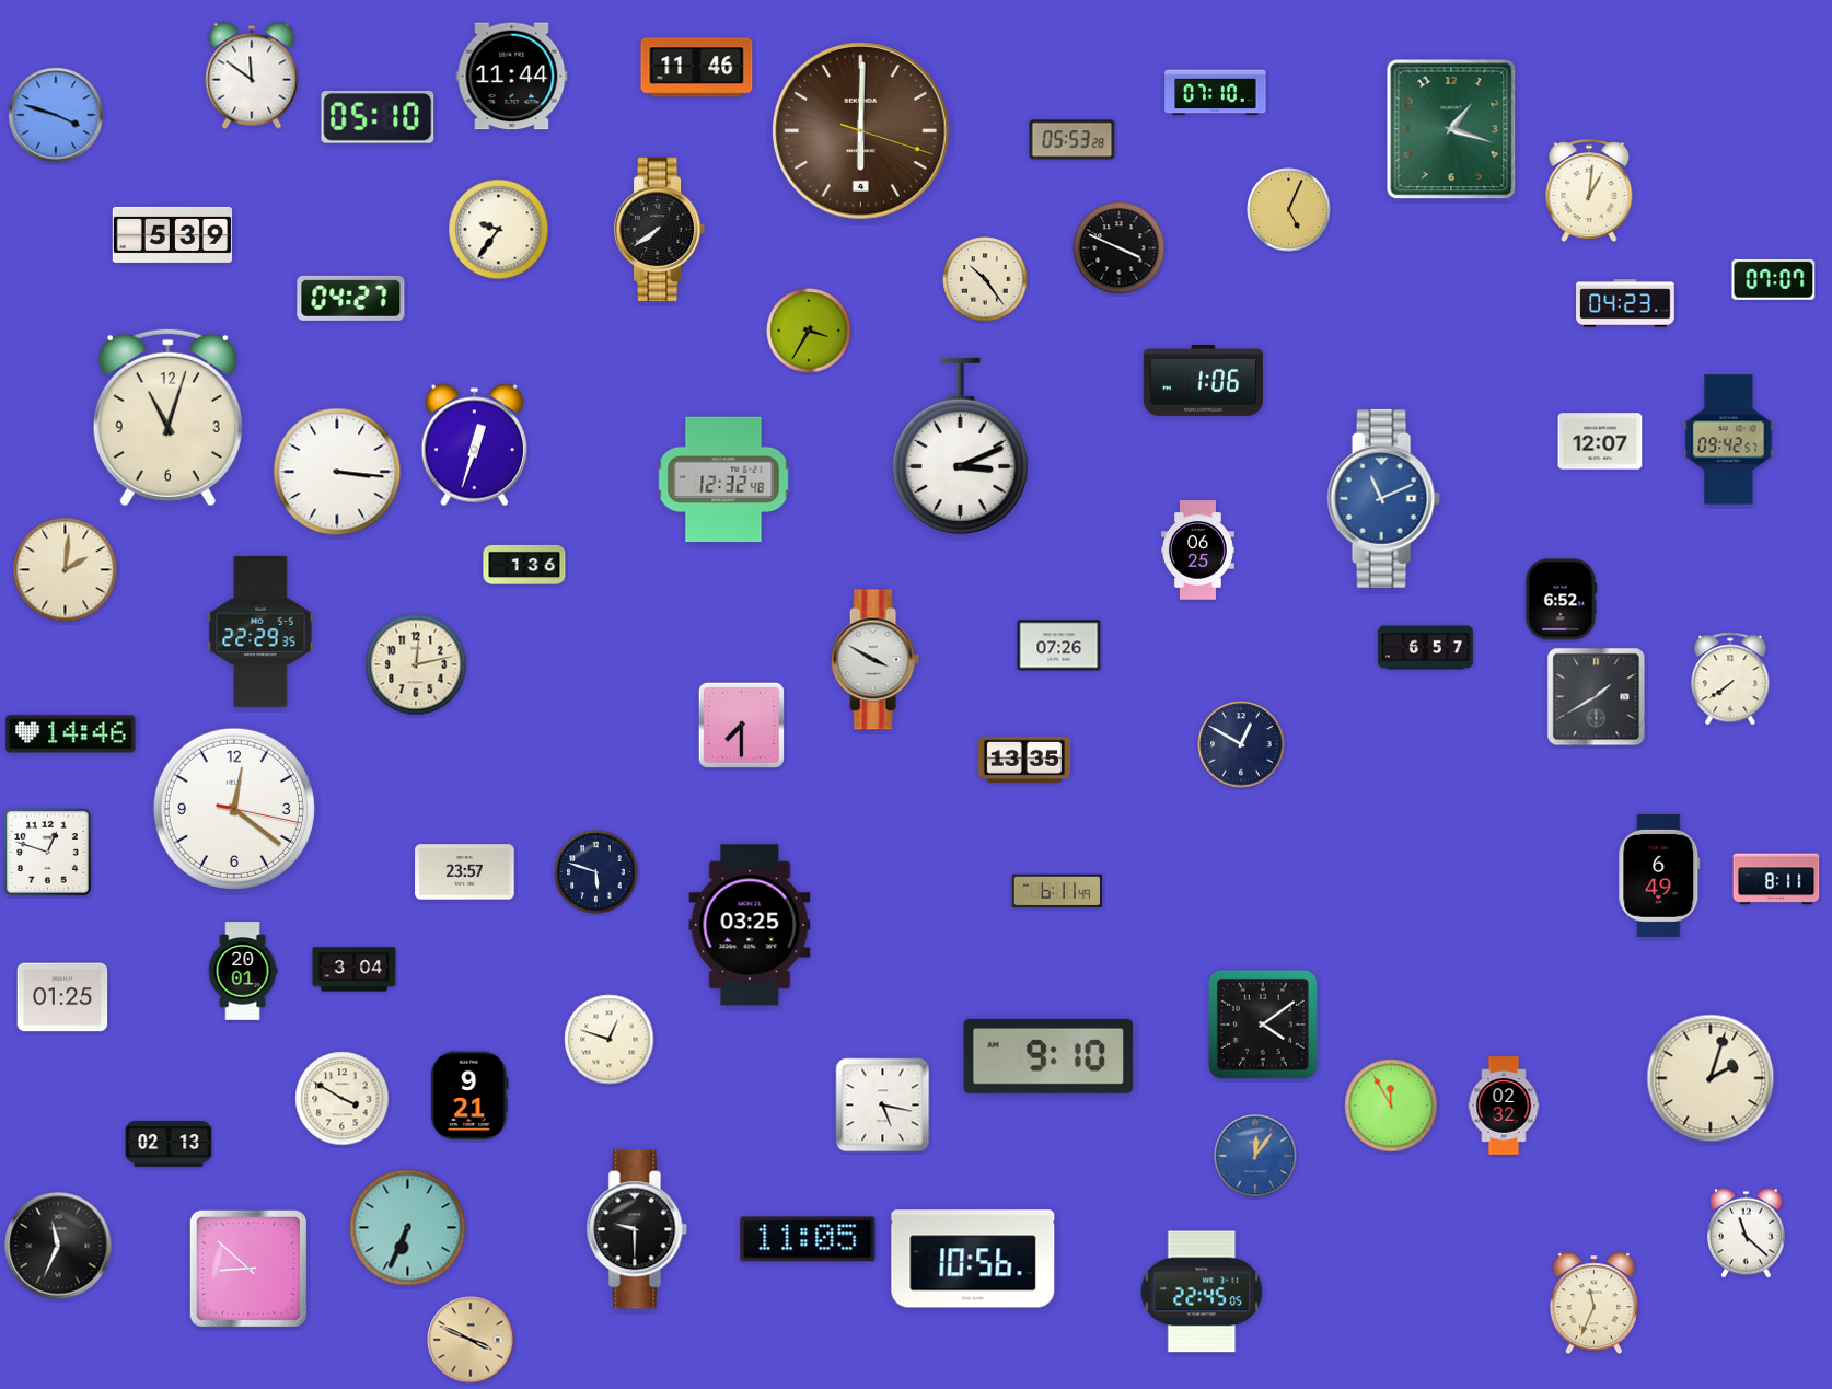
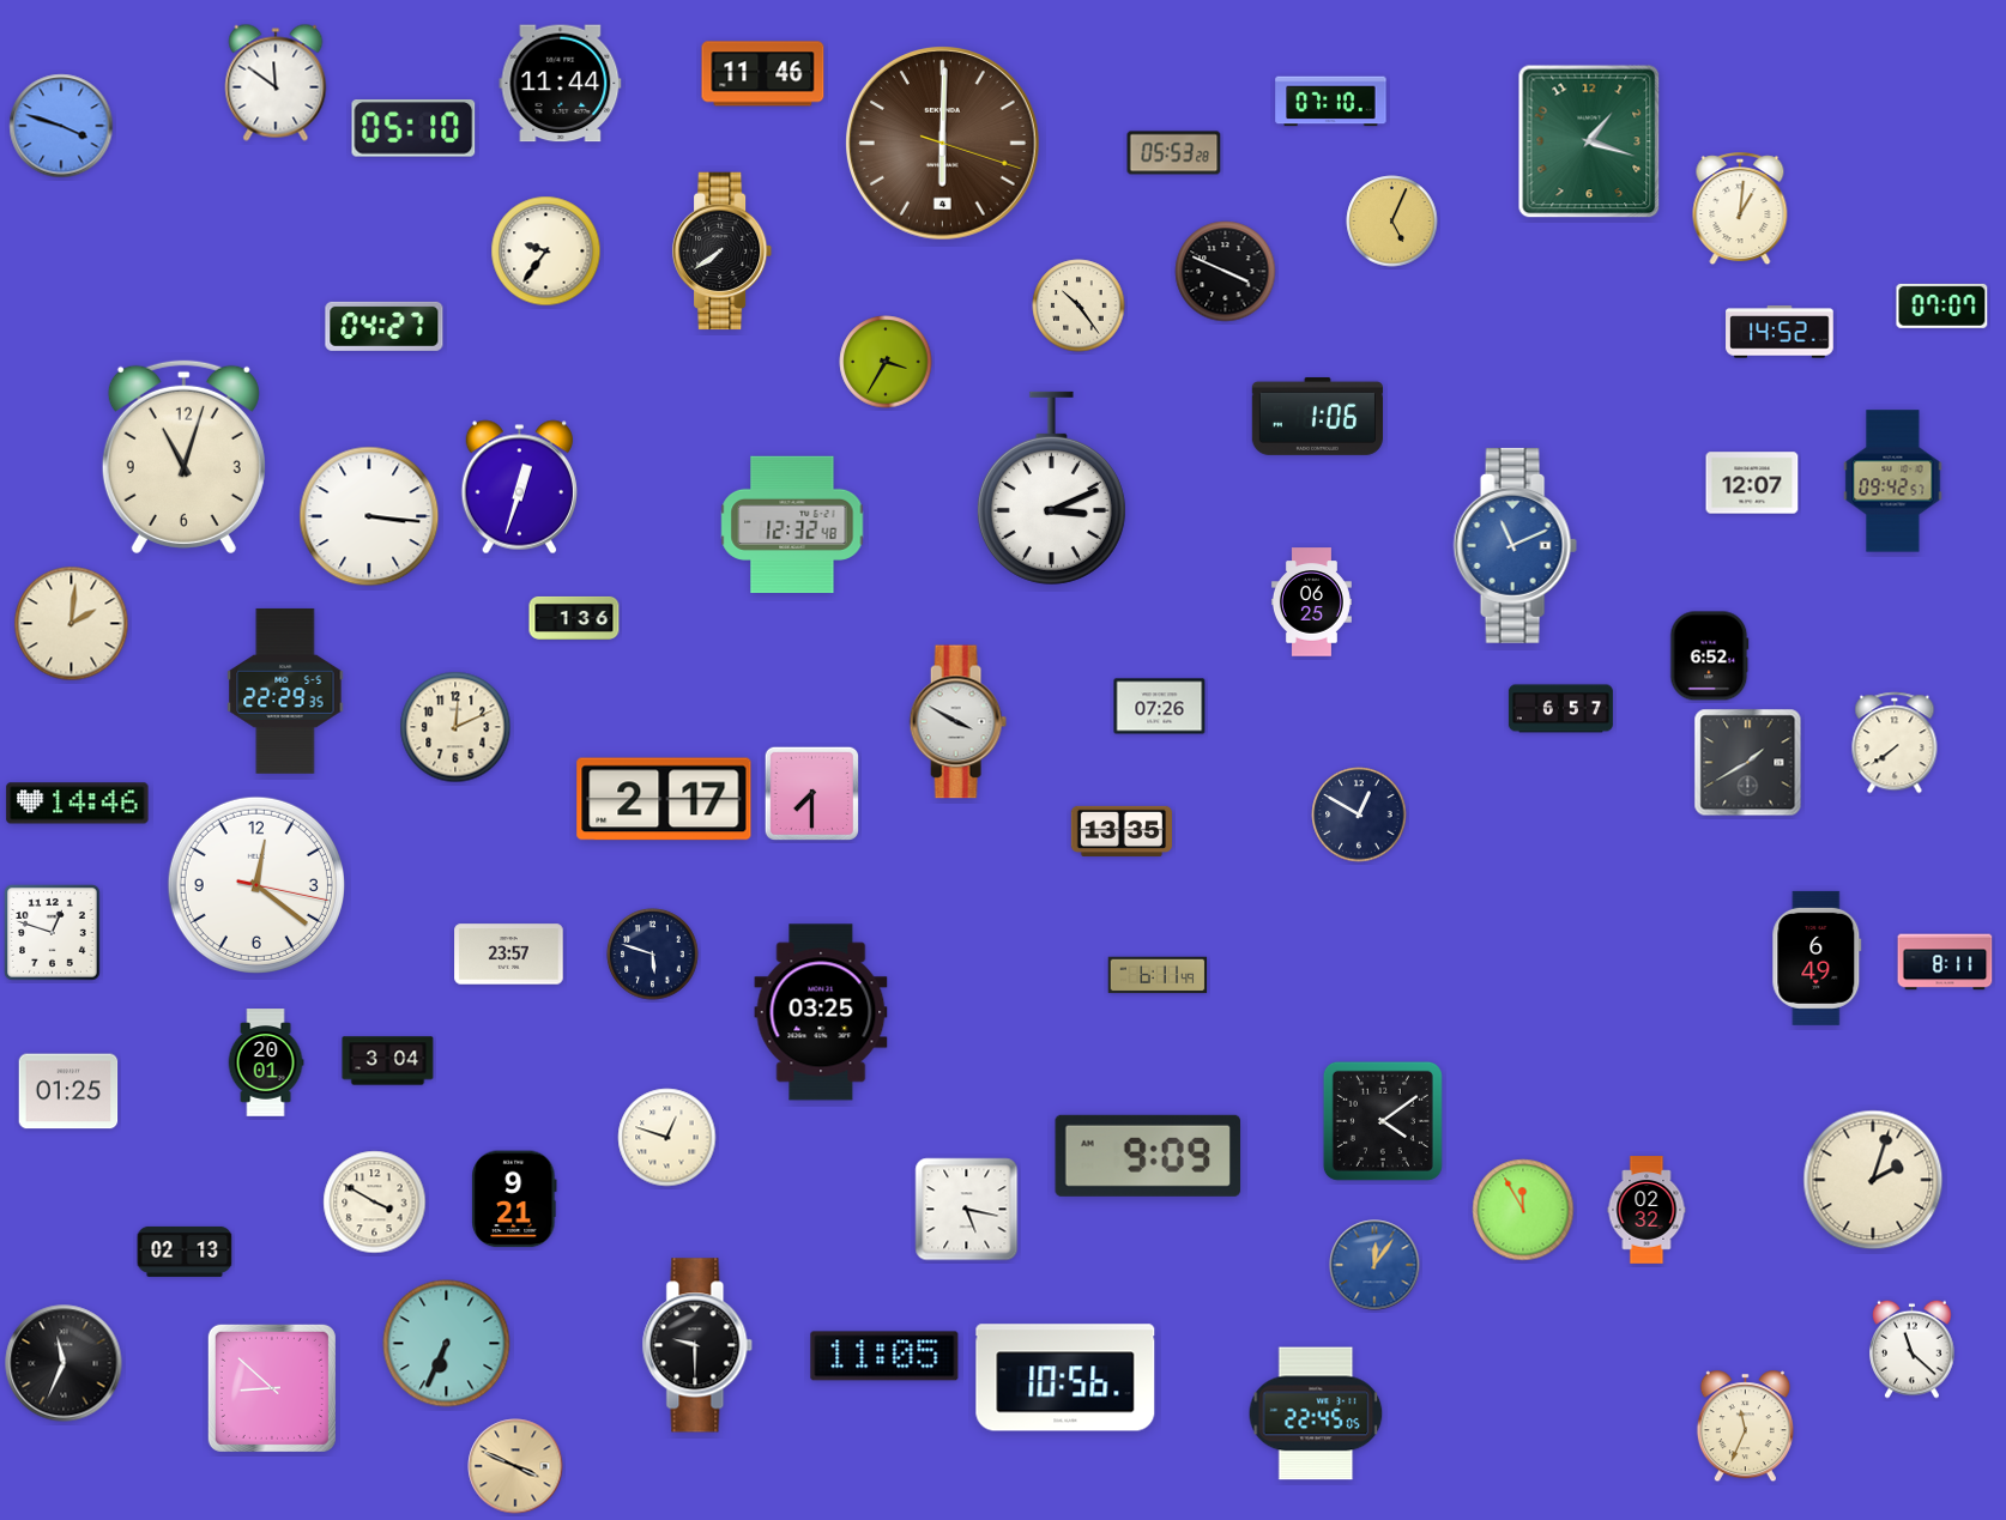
clock at (1289, 210) position: (1289, 210) -> (1392, 222)
clock at (172, 234): 5:39 -> none
clock at (1625, 303): 04:23 -> 14:52
clock at (416, 664): 12:13 -> 12:11
clock at (664, 799): none -> 2:17
clock at (1048, 1056): 9:10 -> 9:09
